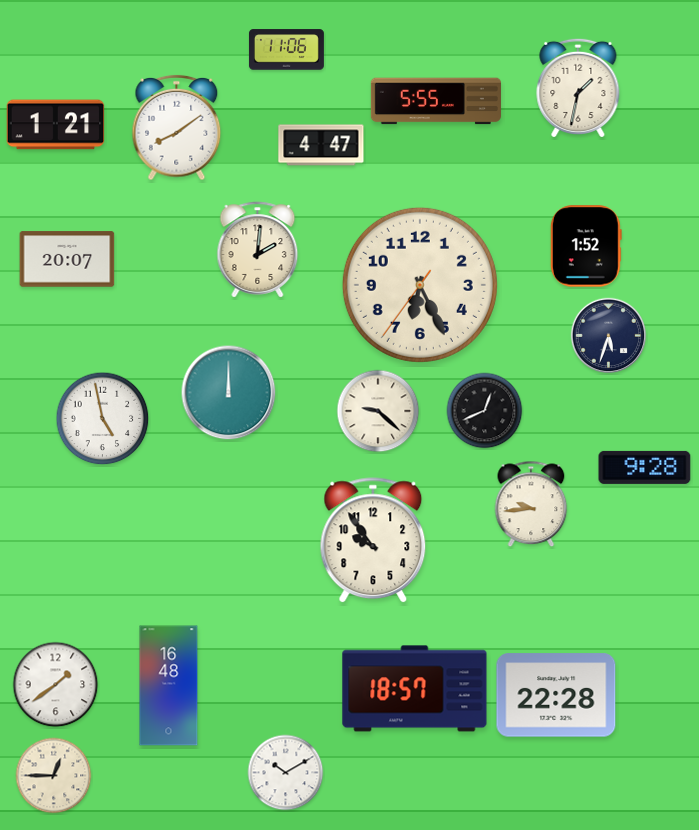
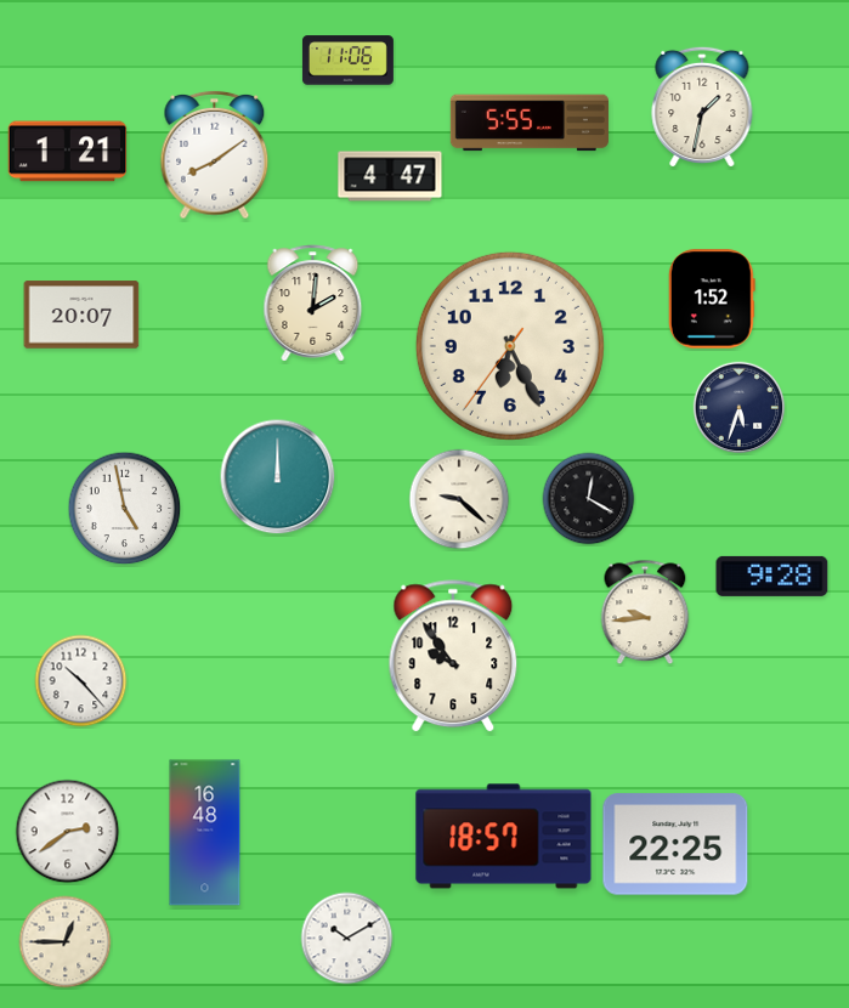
clock at (485, 411): 12:41 -> 12:20
clock at (645, 467) position: (645, 467) -> (772, 576)
clock at (81, 681): none -> 10:23
clock at (56, 685): 1:39 -> 2:39
clock at (556, 695): 22:28 -> 22:25
